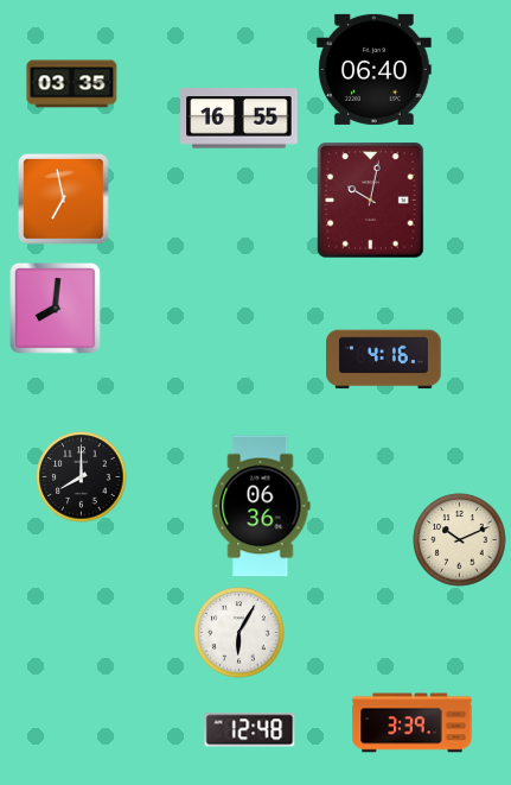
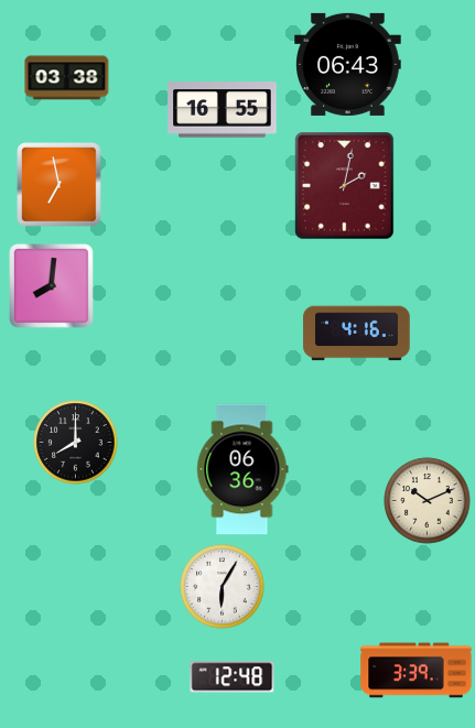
clock at (375, 69): 06:40 -> 06:43
clock at (72, 84): 03:35 -> 03:38
clock at (371, 201): 10:02 -> 2:02
clock at (413, 723) position: (413, 723) -> (417, 671)
